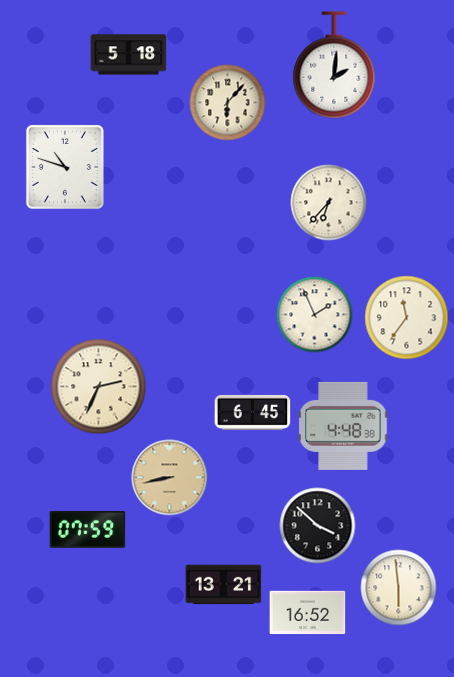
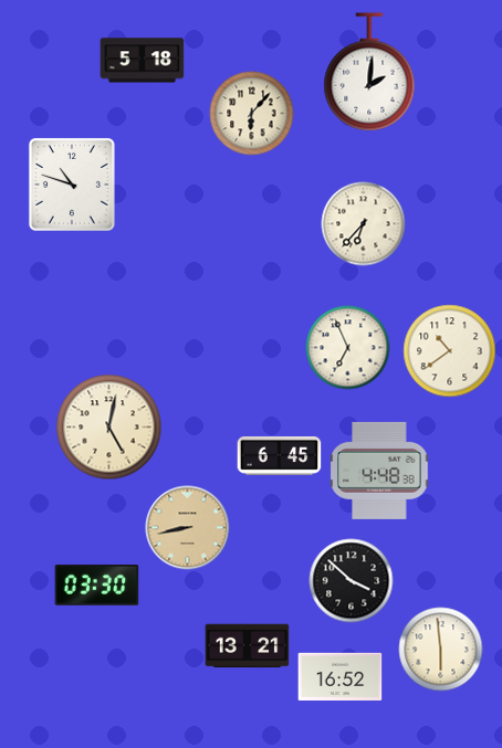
clock at (315, 315): 1:56 -> 6:56
clock at (407, 318): 11:36 -> 10:39
clock at (99, 387): 2:34 -> 5:02
clock at (88, 530): 07:59 -> 03:30
